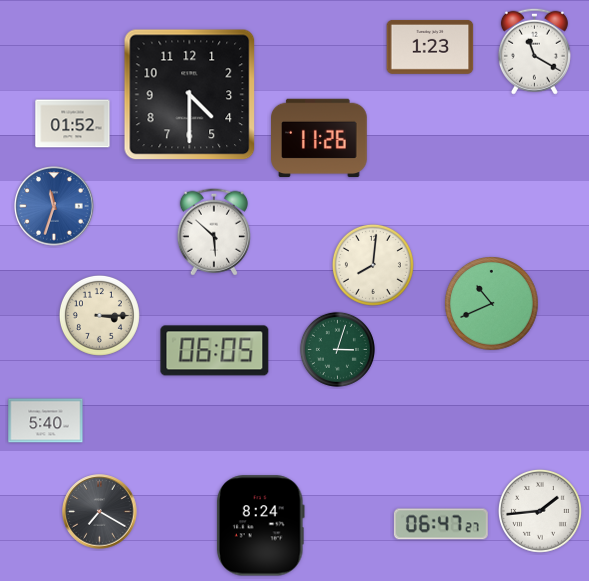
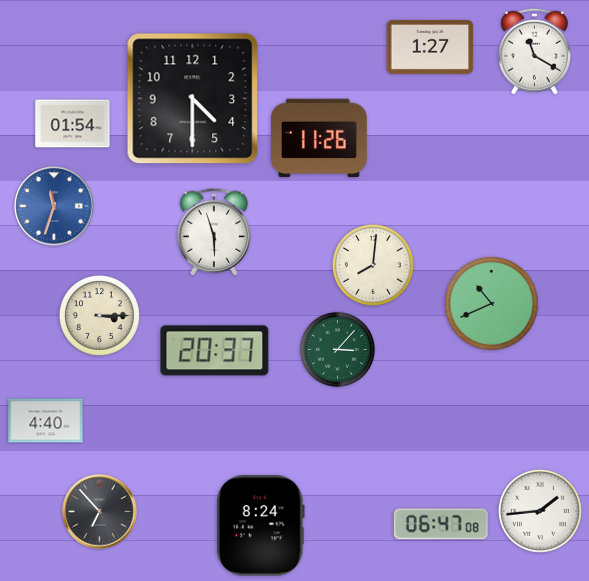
clock at (430, 47): 1:23 -> 1:27
clock at (190, 95) position: (190, 95) -> (193, 99)
clock at (73, 124): 01:52 -> 01:54
clock at (214, 232): 5:52 -> 5:57
clock at (337, 349): 3:03 -> 3:07
clock at (215, 351): 06:05 -> 20:37
clock at (46, 421): 5:40 -> 4:40
clock at (100, 512): 7:20 -> 6:53
clock at (441, 524): 06:47:27 -> 06:47:08
